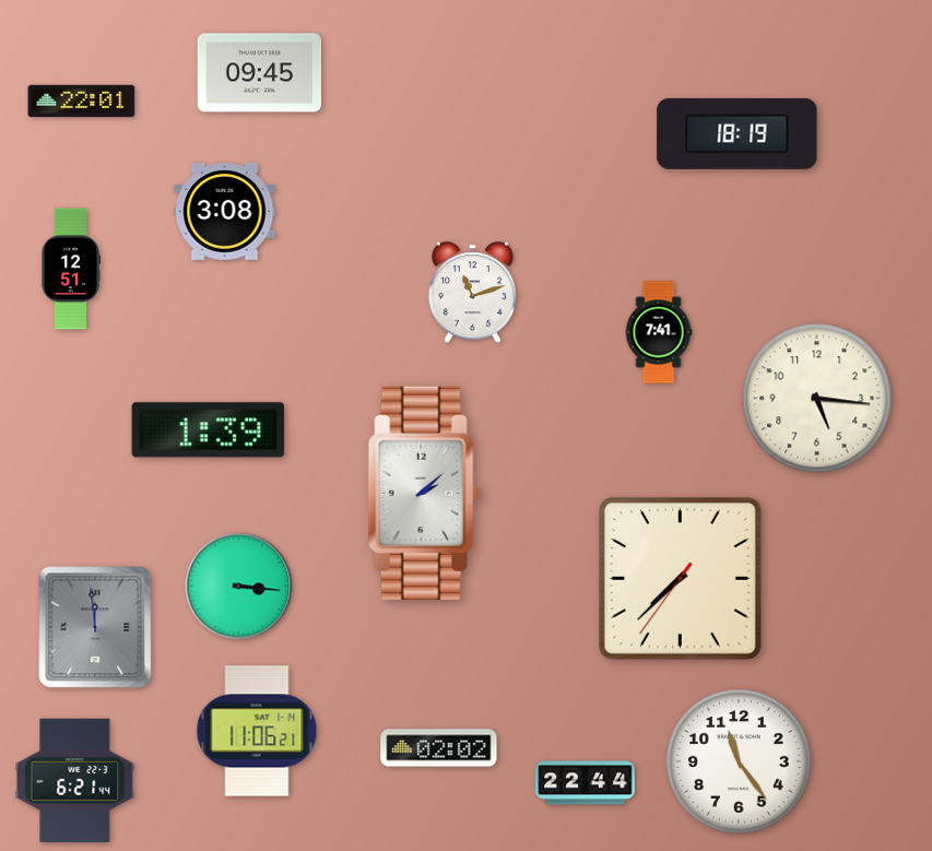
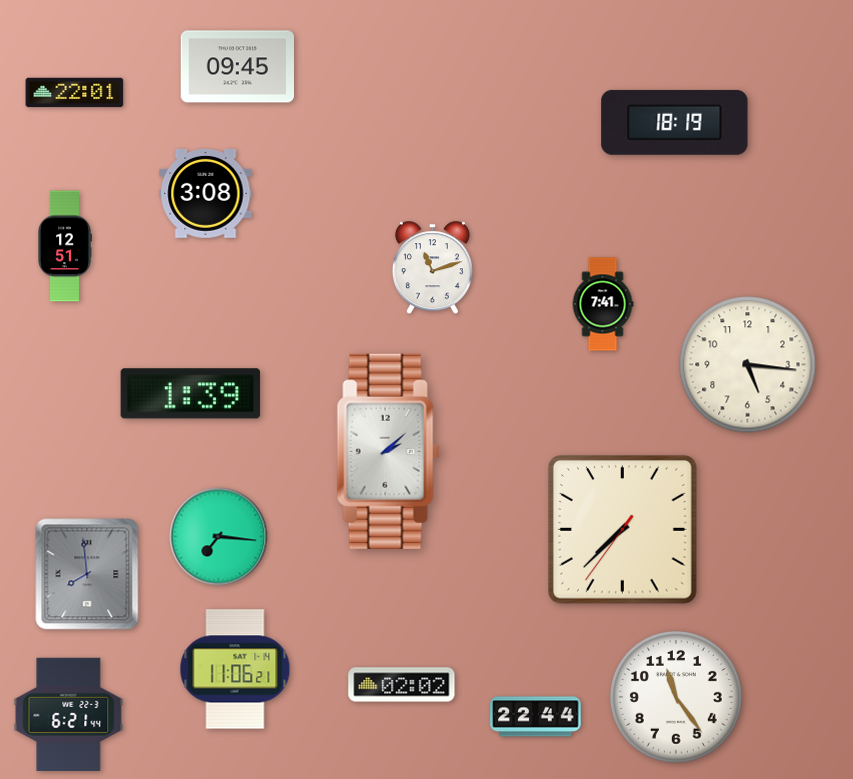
clock at (239, 587): 3:16 -> 7:16
clock at (95, 627): 11:59 -> 7:59
